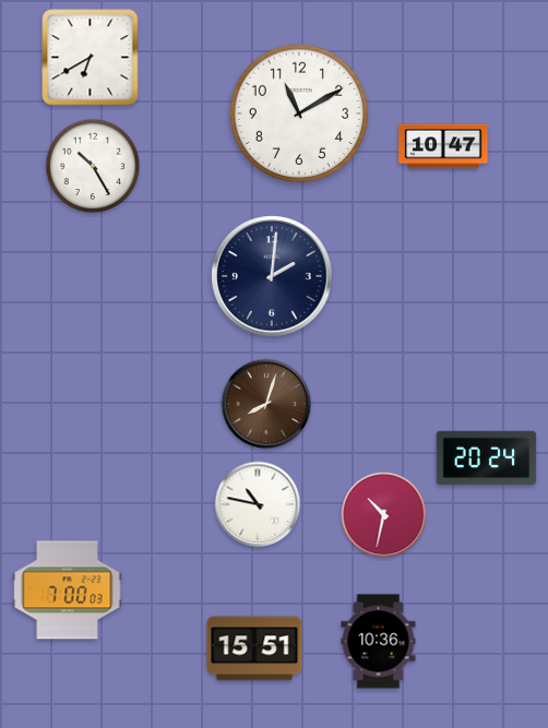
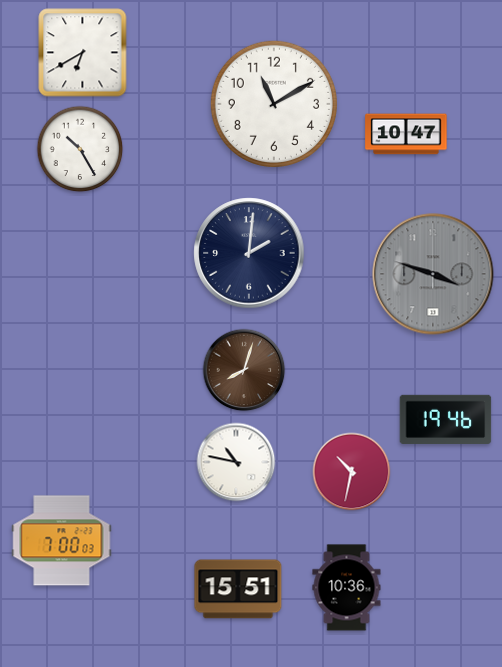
clock at (93, 166) position: (93, 166) -> (80, 149)
clock at (433, 274): none -> 3:48
clock at (487, 457): 20:24 -> 19:46
clock at (254, 648) position: (254, 648) -> (238, 589)
